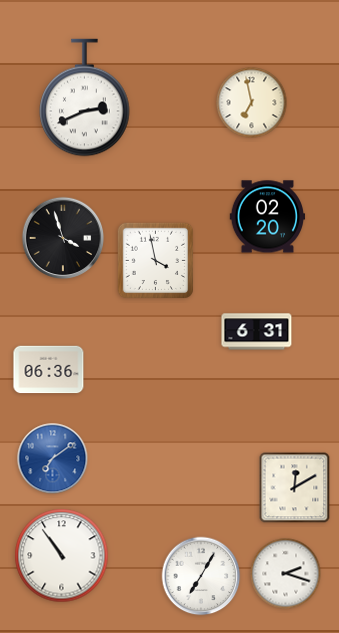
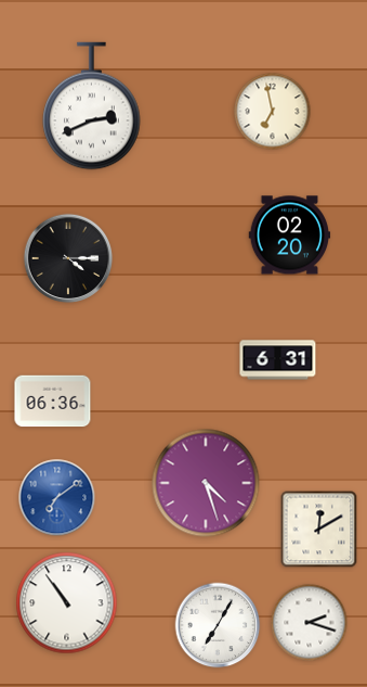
clock at (63, 238): 3:57 -> 4:15
clock at (155, 260): 3:58 -> none
clock at (206, 483): none -> 4:27
